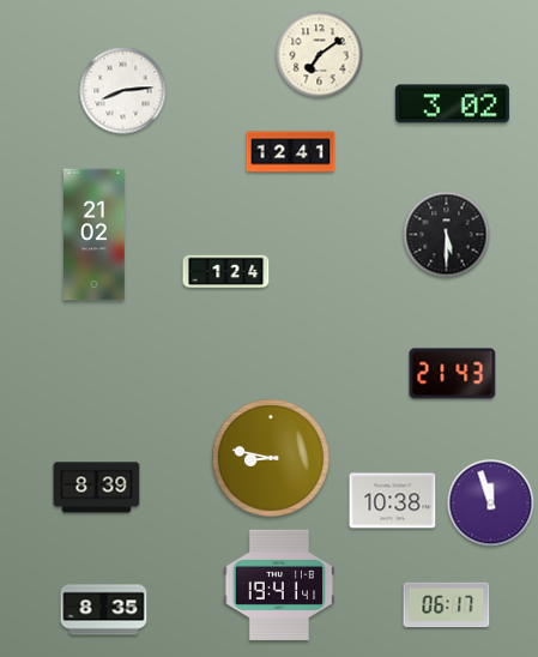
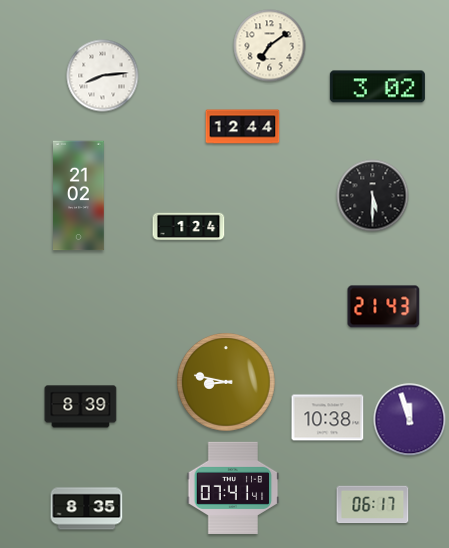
clock at (320, 55) position: (320, 55) -> (270, 46)
clock at (291, 152): 12:41 -> 12:44
clock at (453, 374) position: (453, 374) -> (384, 307)
clock at (279, 585): 19:41 -> 07:41
